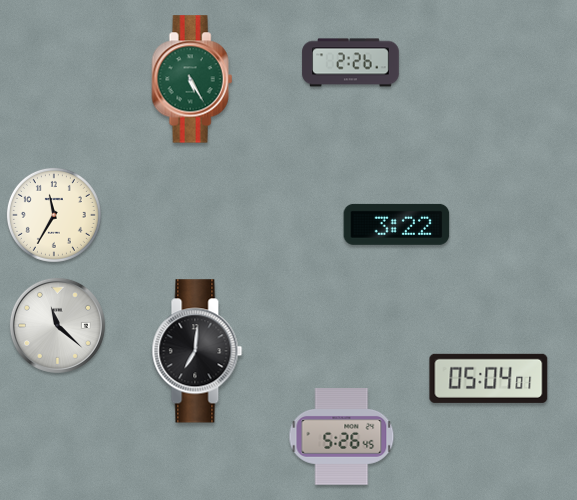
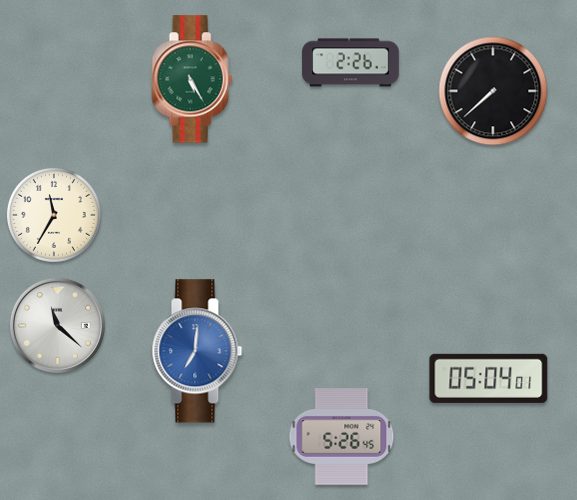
clock at (493, 91): none -> 7:38
clock at (397, 224): 3:22 -> none
clock at (197, 351) dial: black -> blue
